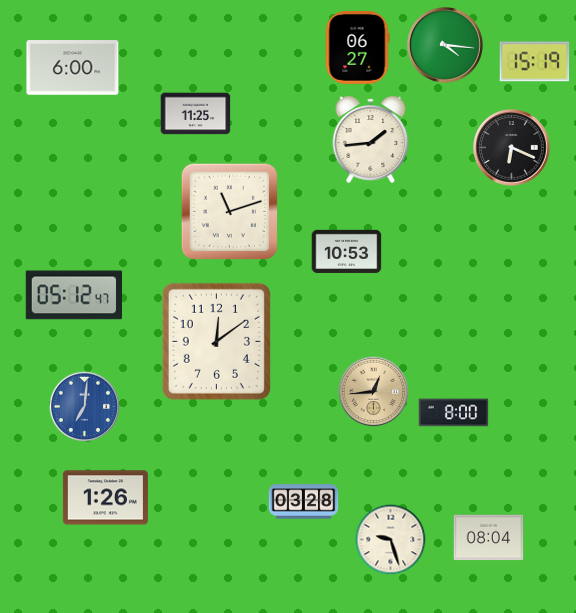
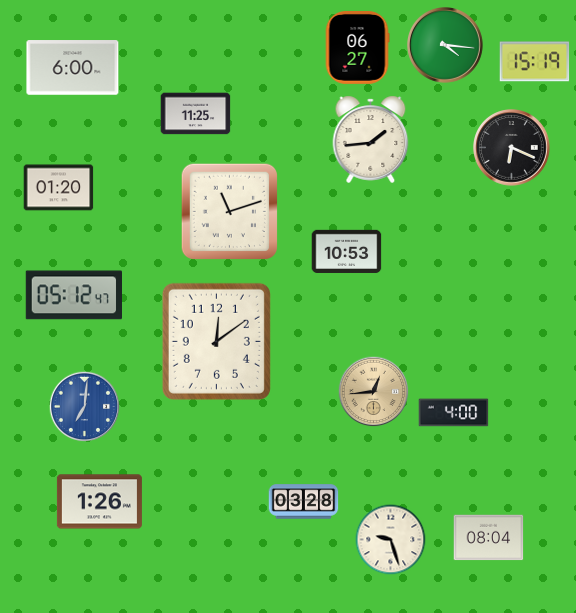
clock at (59, 188): none -> 01:20
clock at (454, 413): 8:00 -> 4:00
clock at (105, 498) position: (105, 498) -> (99, 502)
